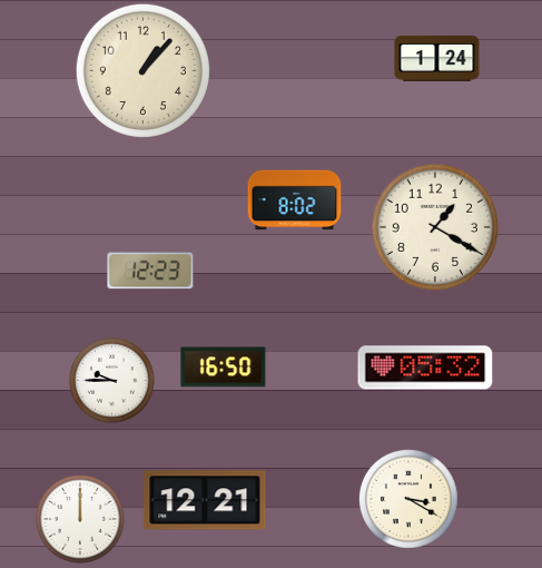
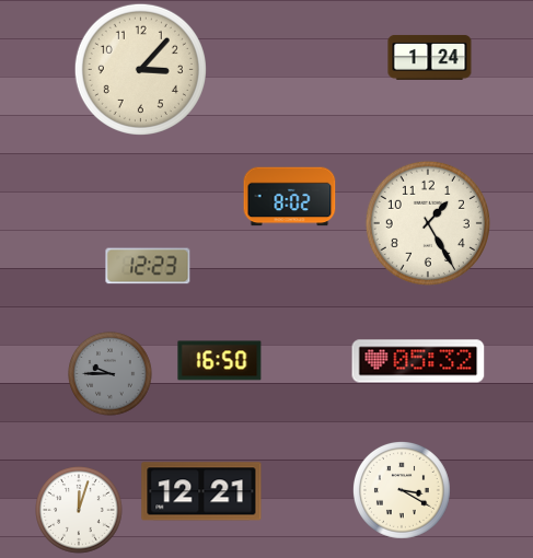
clock at (142, 70): 1:07 -> 3:07
clock at (435, 227): 1:20 -> 1:25
clock at (112, 381) dial: white -> grey
clock at (80, 519): 12:00 -> 12:03
